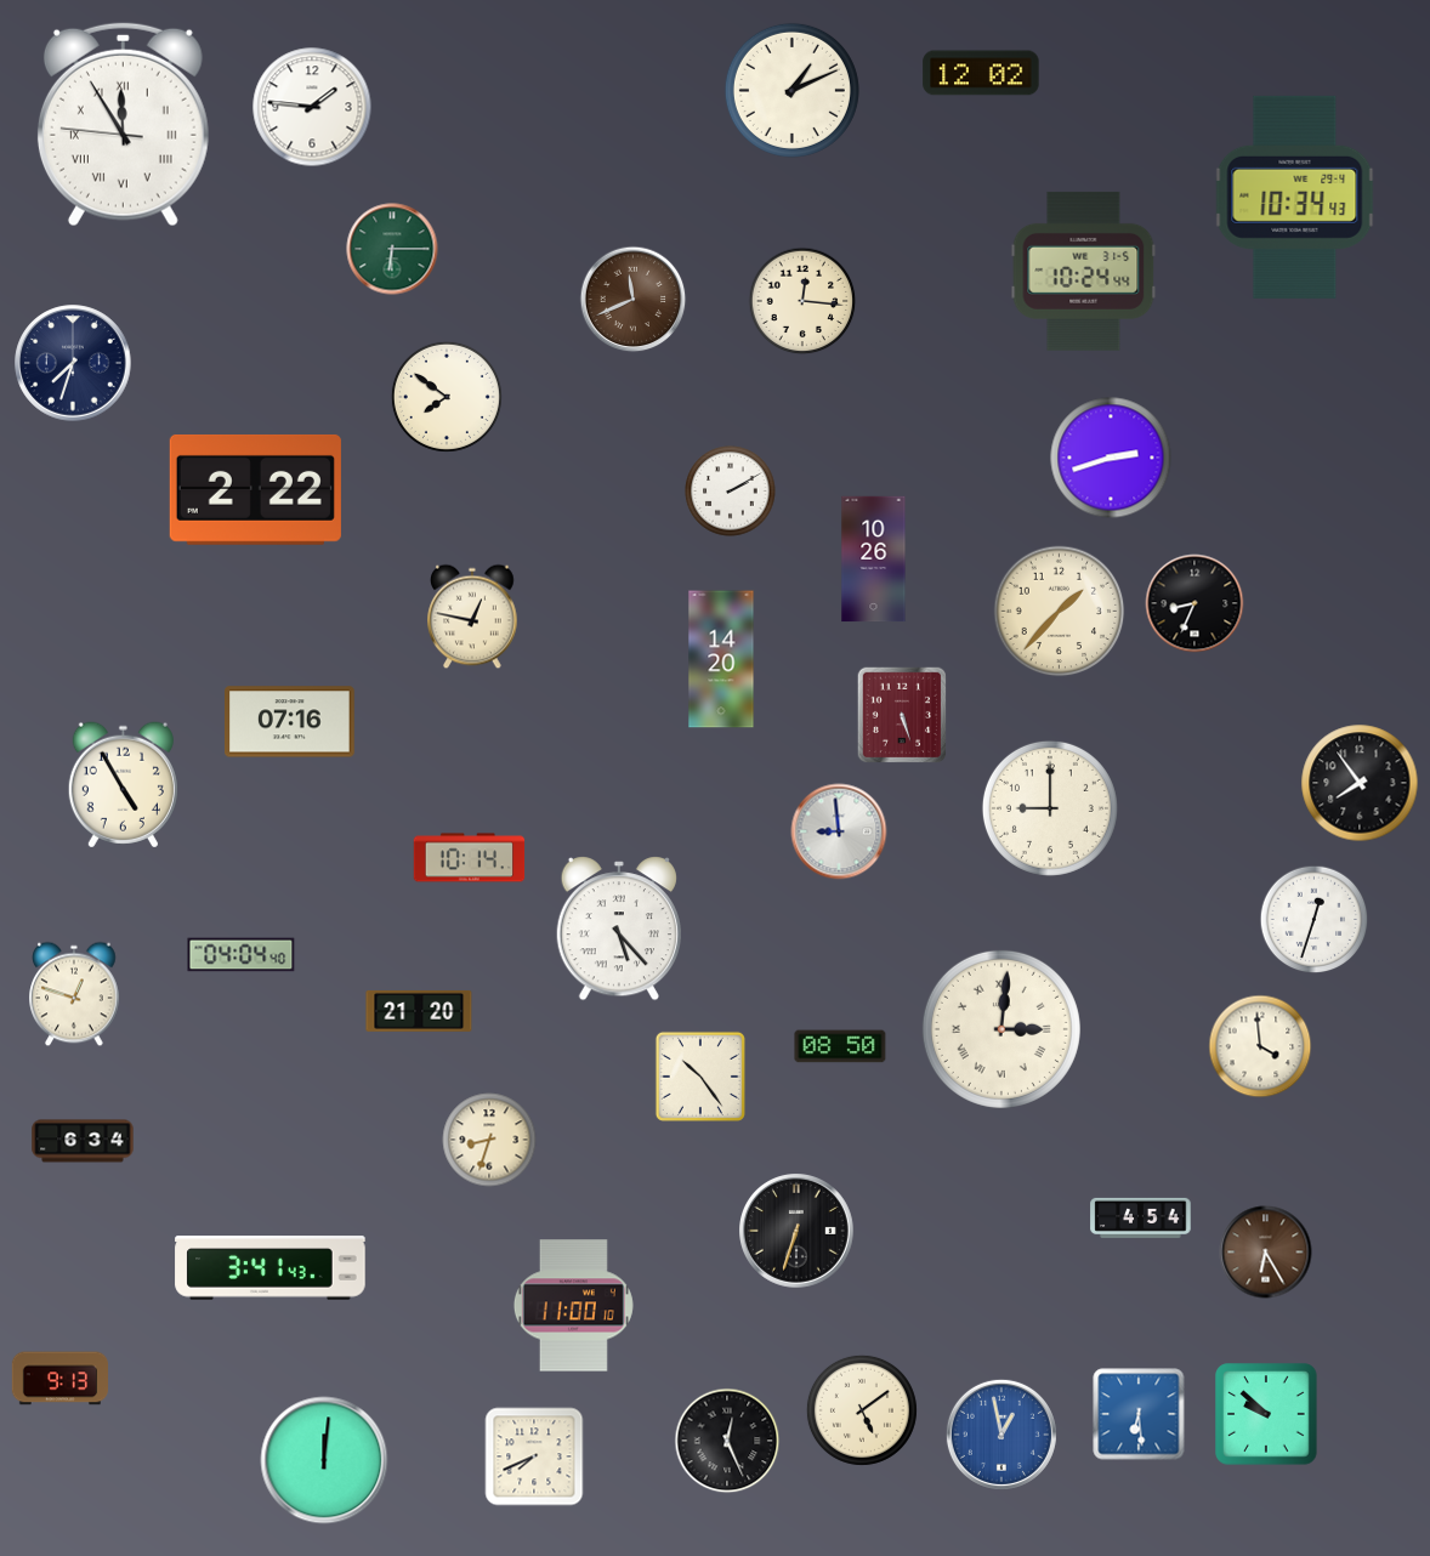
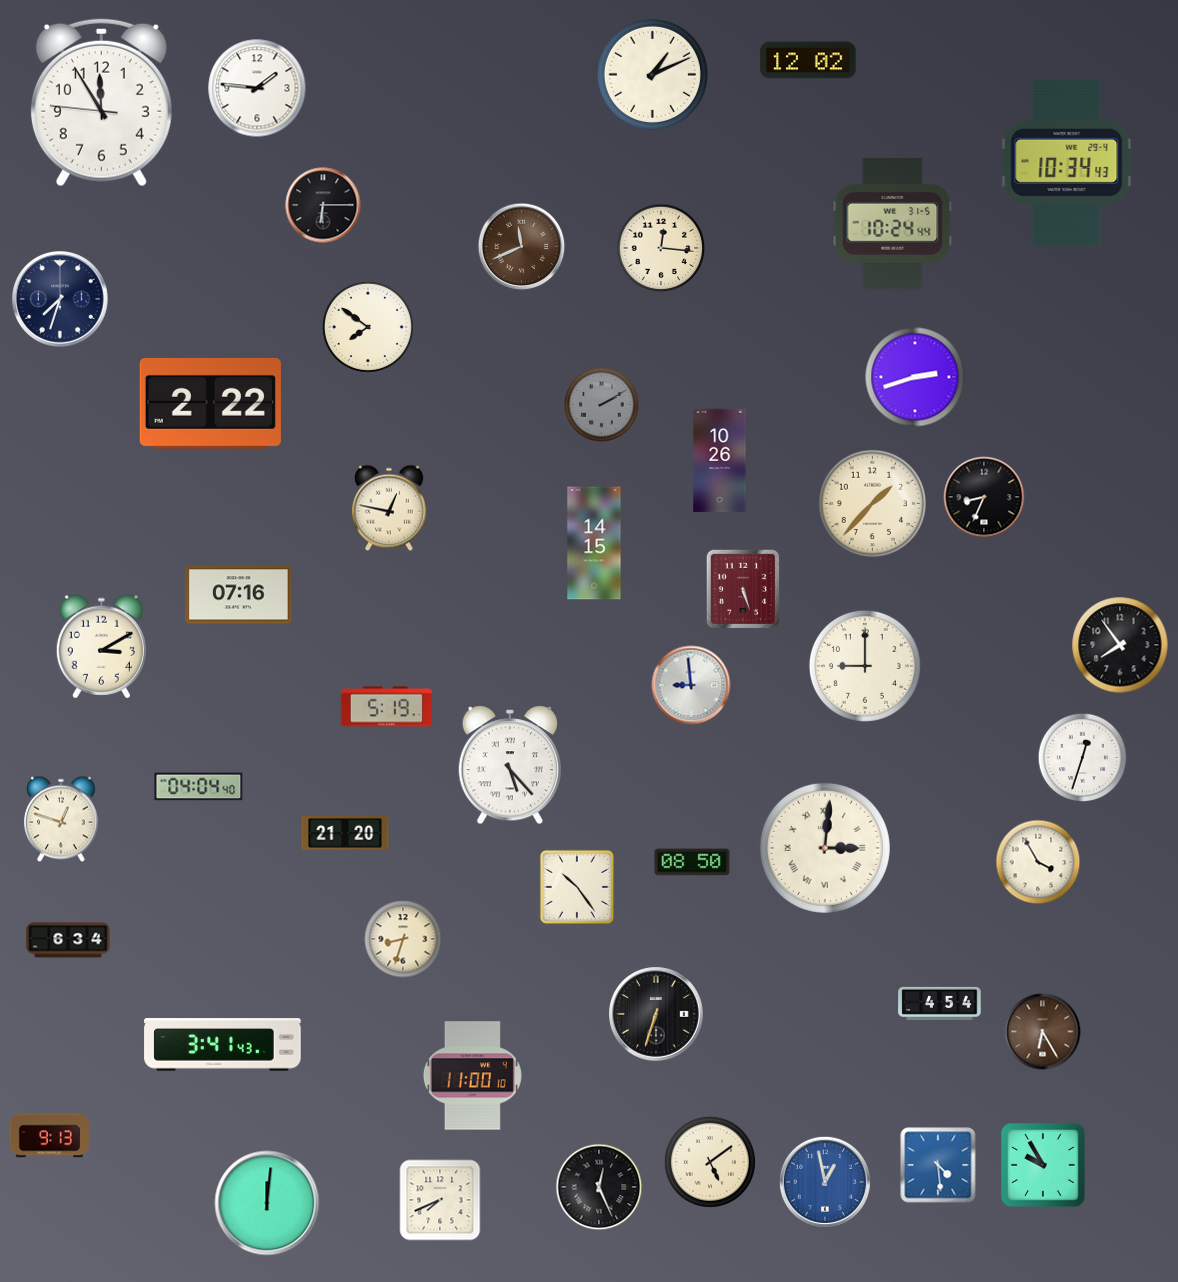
clock at (123, 125) numerals: Roman -> Arabic
clock at (392, 249) dial: green -> black
clock at (731, 492) dial: white -> grey
clock at (721, 659): 14:20 -> 14:15
clock at (123, 785): 4:55 -> 3:10
clock at (470, 858): 10:14 -> 5:19
clock at (1260, 1046): 3:59 -> 3:55
clock at (1139, 1414): 6:29 -> 4:29
clock at (1266, 1414): 9:52 -> 9:55
